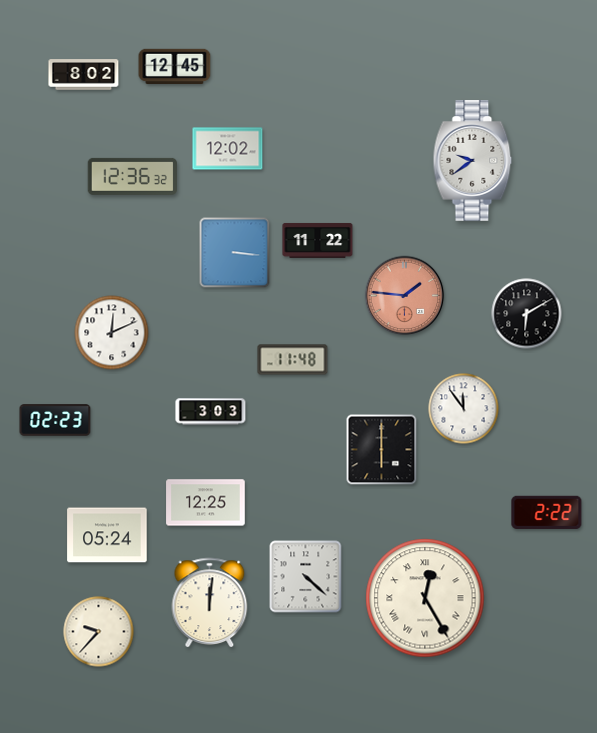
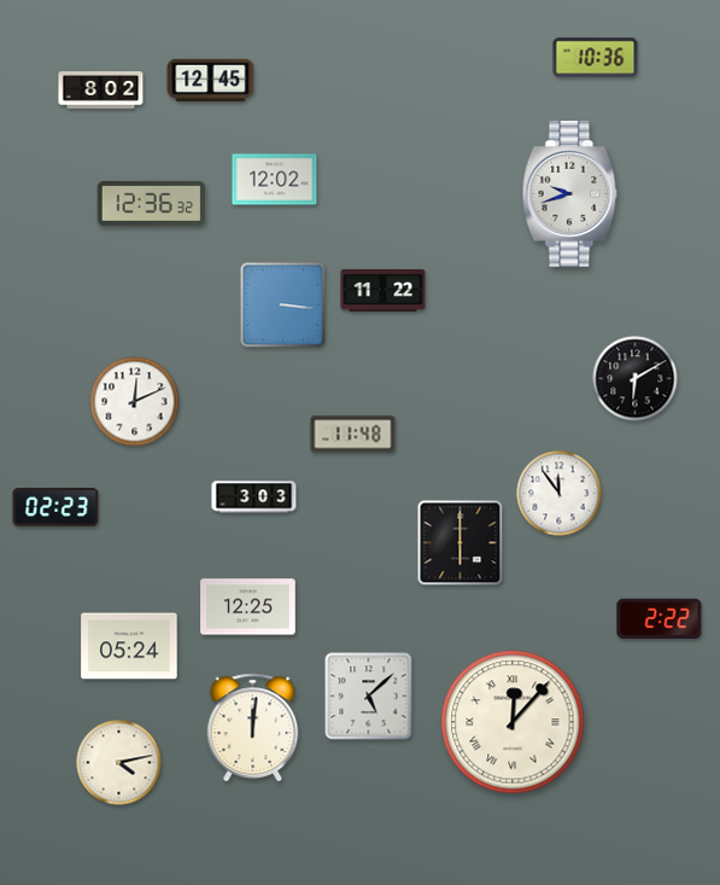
clock at (596, 58): none -> 10:36
clock at (473, 161): 9:39 -> 9:42
clock at (132, 176) position: (132, 176) -> (151, 203)
clock at (405, 296): 1:46 -> none
clock at (55, 420) position: (55, 420) -> (55, 507)
clock at (306, 577): 4:22 -> 5:08
clock at (425, 598): 12:25 -> 12:07
clock at (99, 632): 9:37 -> 4:13
